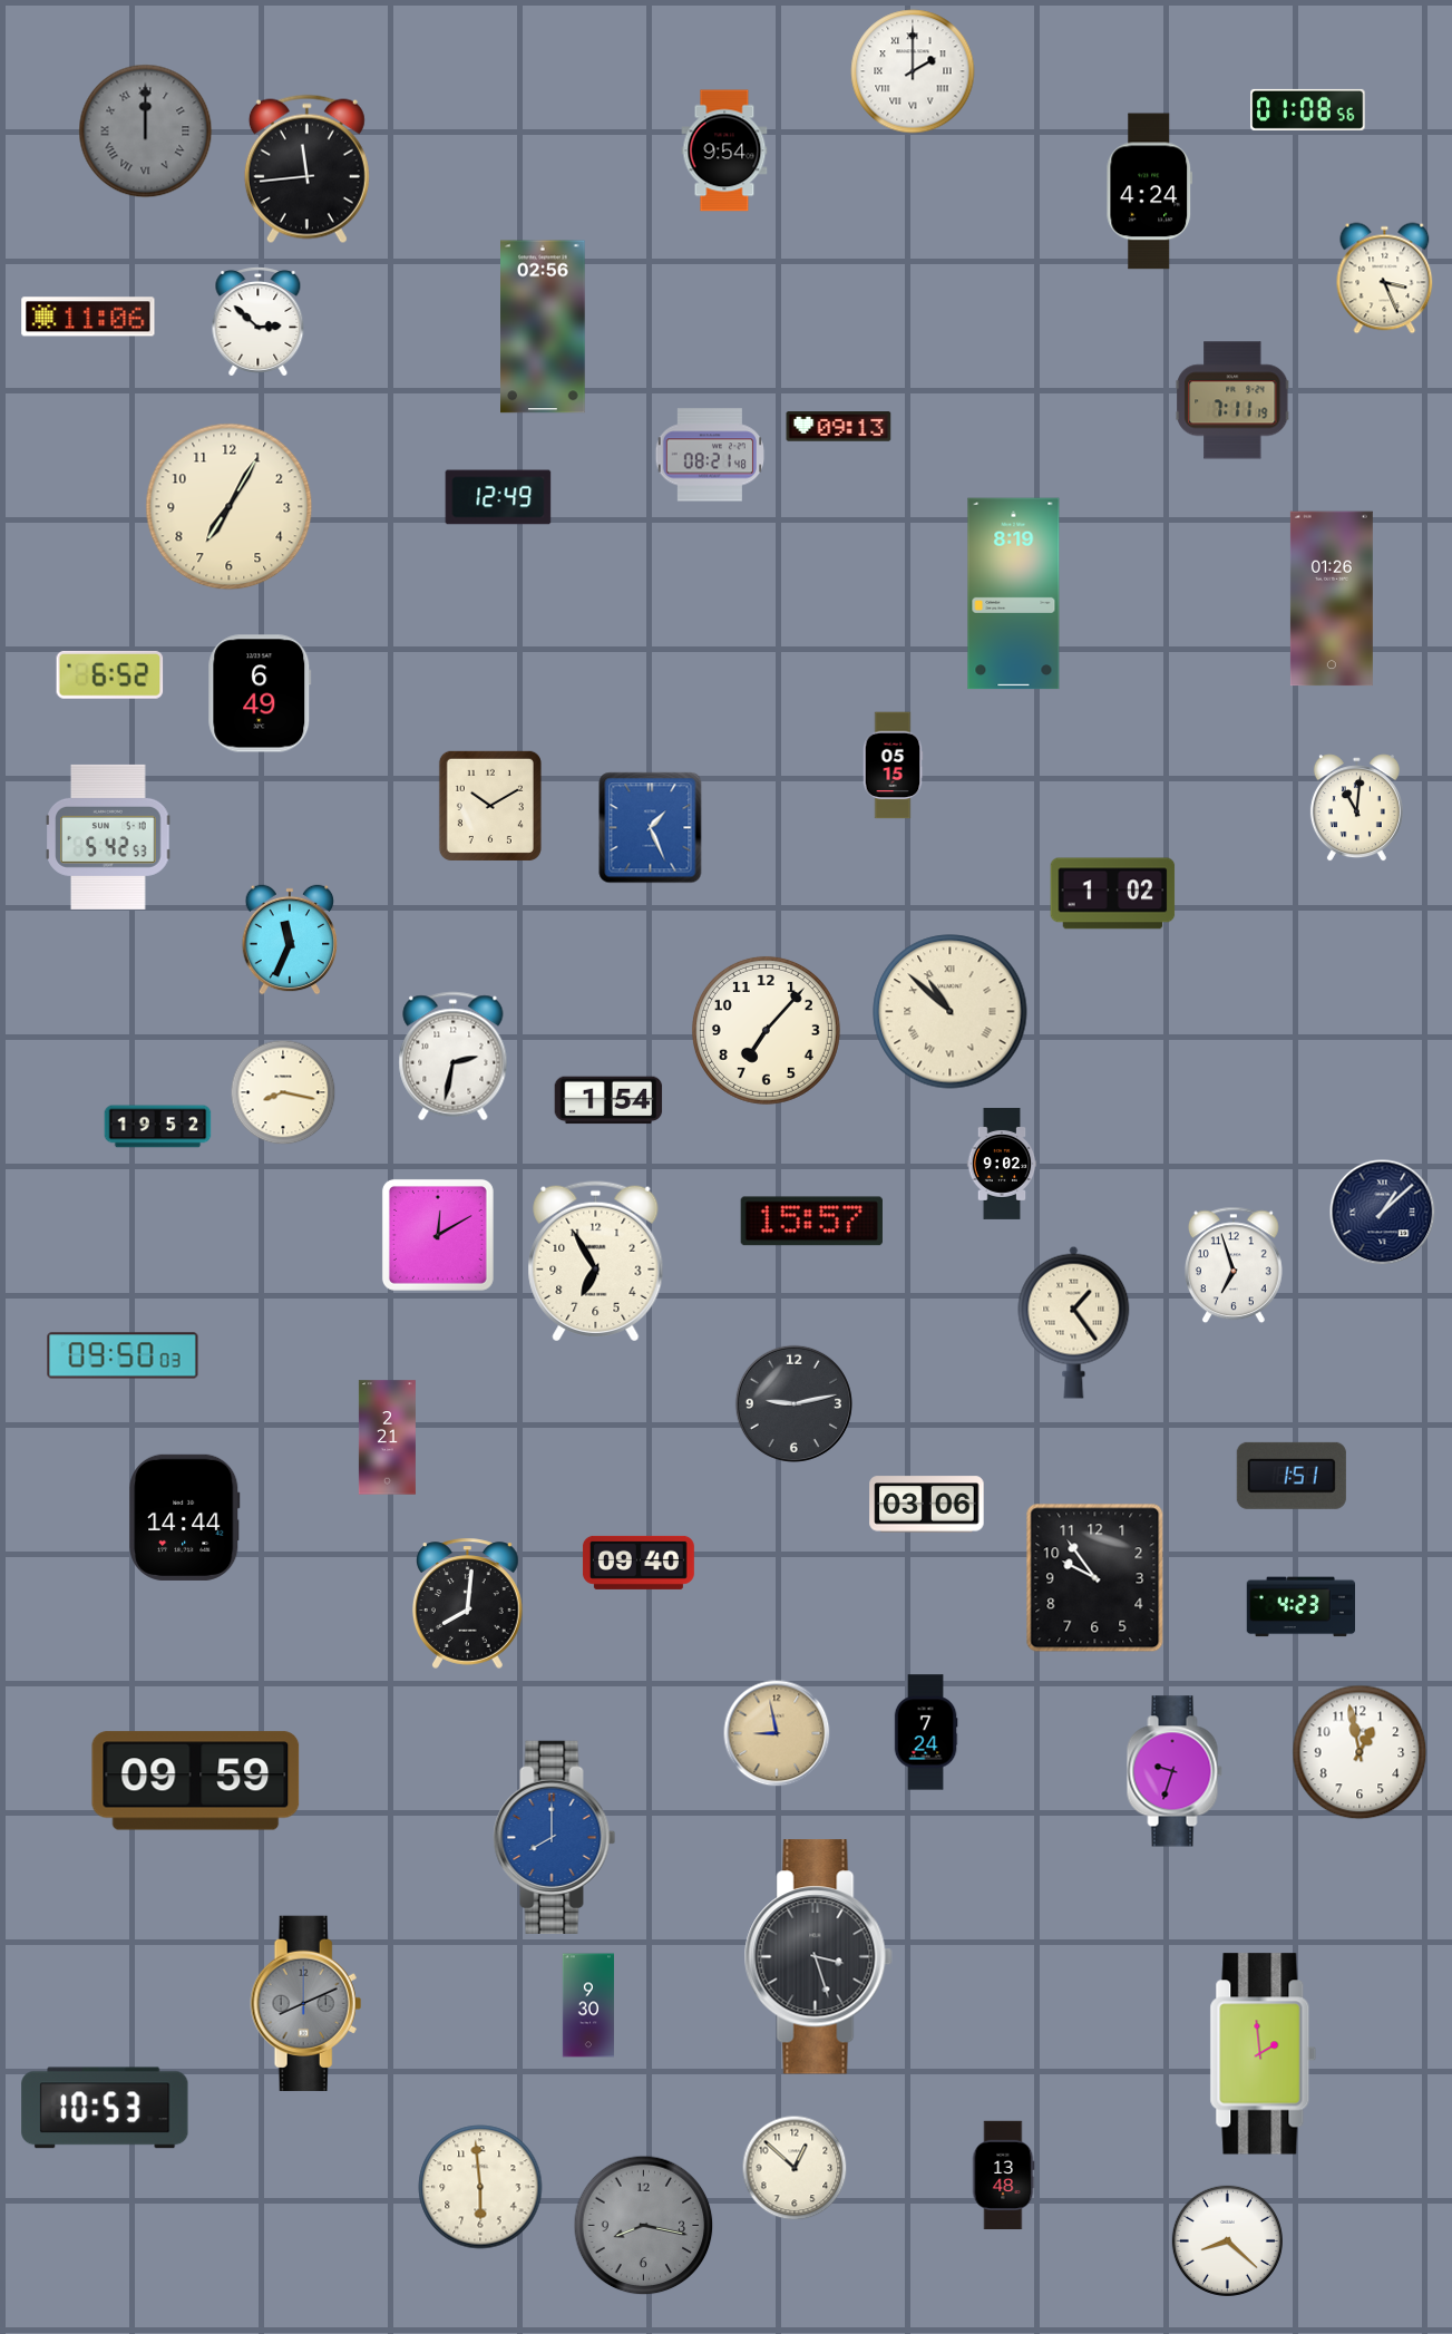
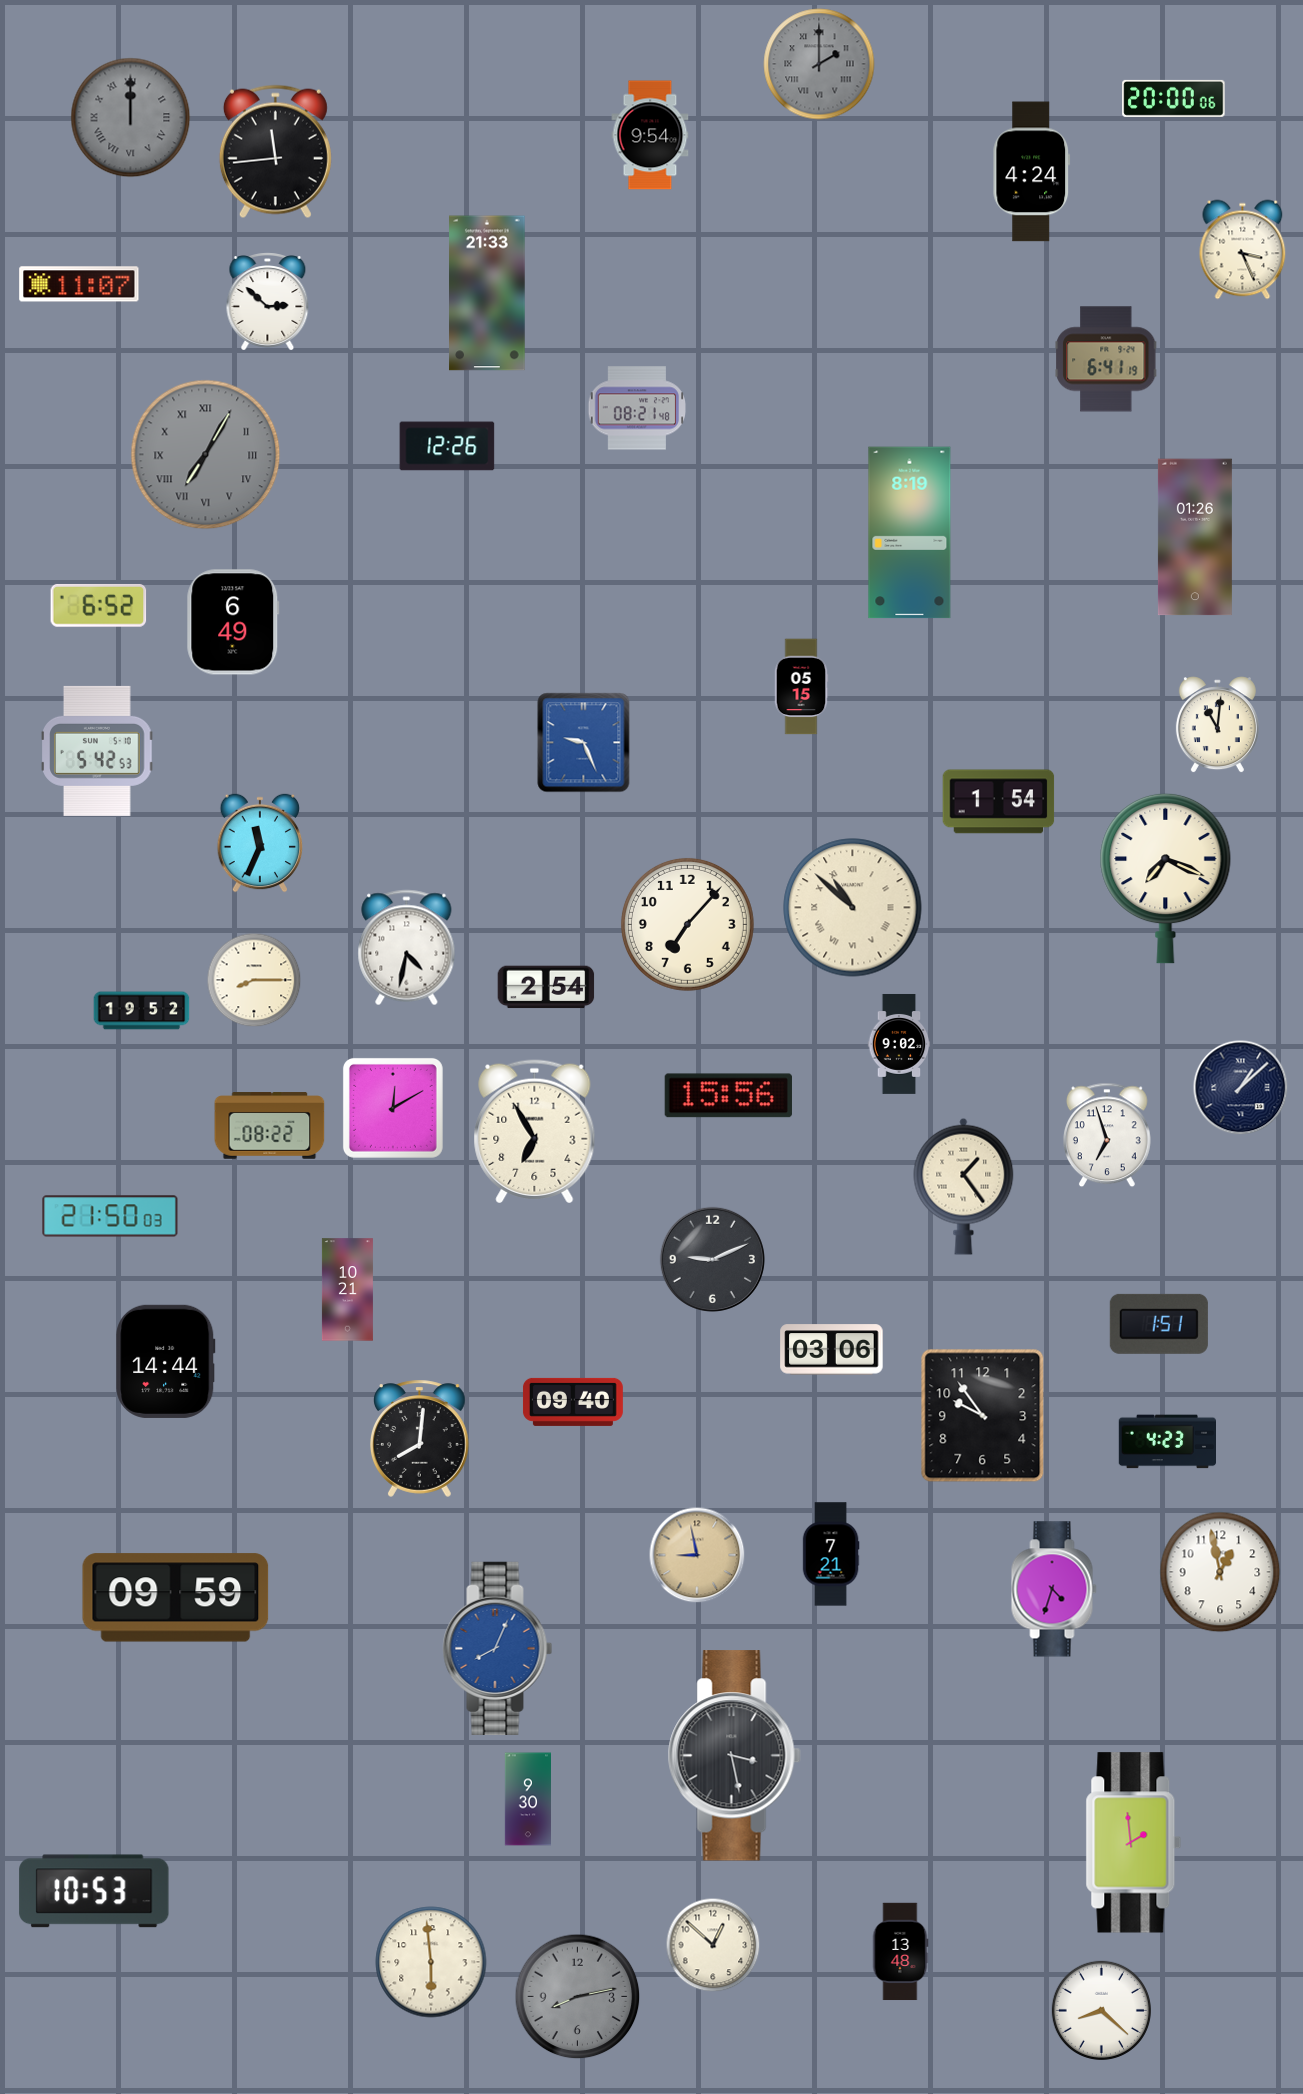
clock at (913, 71) dial: white -> grey
clock at (1308, 109): 01:08 -> 20:00
clock at (88, 317): 11:06 -> 11:07
clock at (259, 322) position: (259, 322) -> (268, 302)
clock at (543, 327): 02:56 -> 21:33
clock at (1232, 400): 7:11 -> 6:41
clock at (839, 427): 09:13 -> none
clock at (498, 497): 12:49 -> 12:26
clock at (230, 507) dial: cream -> grey
clock at (230, 507) numerals: Arabic -> Roman
clock at (490, 806): 10:10 -> none
clock at (651, 828): 1:26 -> 9:26
clock at (1113, 894): 1:02 -> 1:54
clock at (1166, 878): none -> 7:19
clock at (454, 1057): 2:32 -> 4:32
clock at (283, 1092): 8:17 -> 8:15
clock at (608, 1100): 1:54 -> 2:54
clock at (811, 1222): 15:57 -> 15:56
clock at (270, 1126): none -> 08:22
clock at (123, 1355): 09:50 -> 21:50
clock at (793, 1403): 9:13 -> 9:11
clock at (387, 1438): 2:21 -> 10:21
clock at (926, 1732): 7:24 -> 7:21
clock at (1175, 1771): 9:33 -> 4:33
clock at (555, 1837): 8:00 -> 8:04
clock at (818, 1957): 3:27 -> 3:28
clock at (306, 2004): 8:11 -> none
clock at (644, 2226): 8:17 -> 8:13
